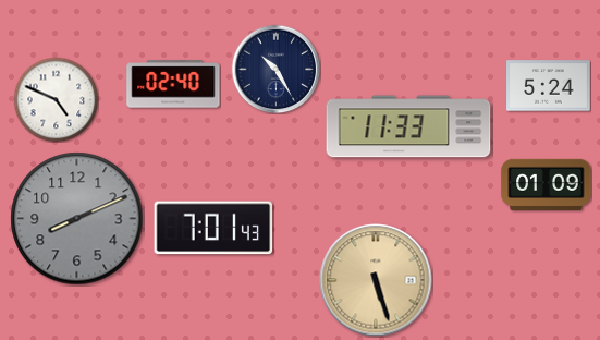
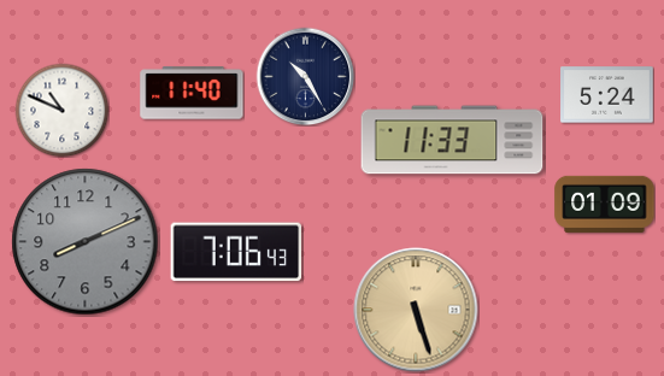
clock at (173, 84): 02:40 -> 11:40
clock at (56, 99): 4:49 -> 10:49
clock at (213, 228): 7:01 -> 7:06
